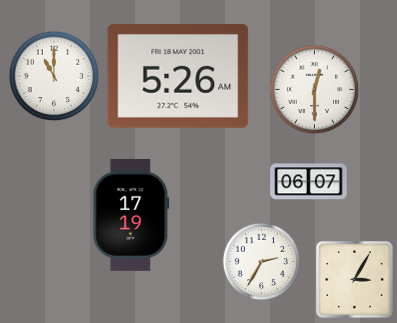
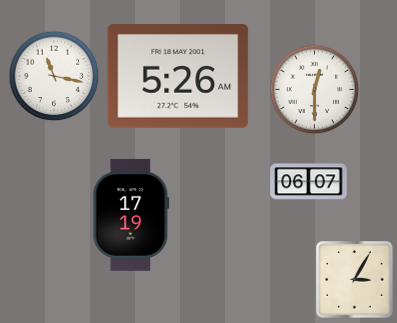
clock at (54, 76): 11:00 -> 11:17
clock at (261, 261): 2:35 -> none
